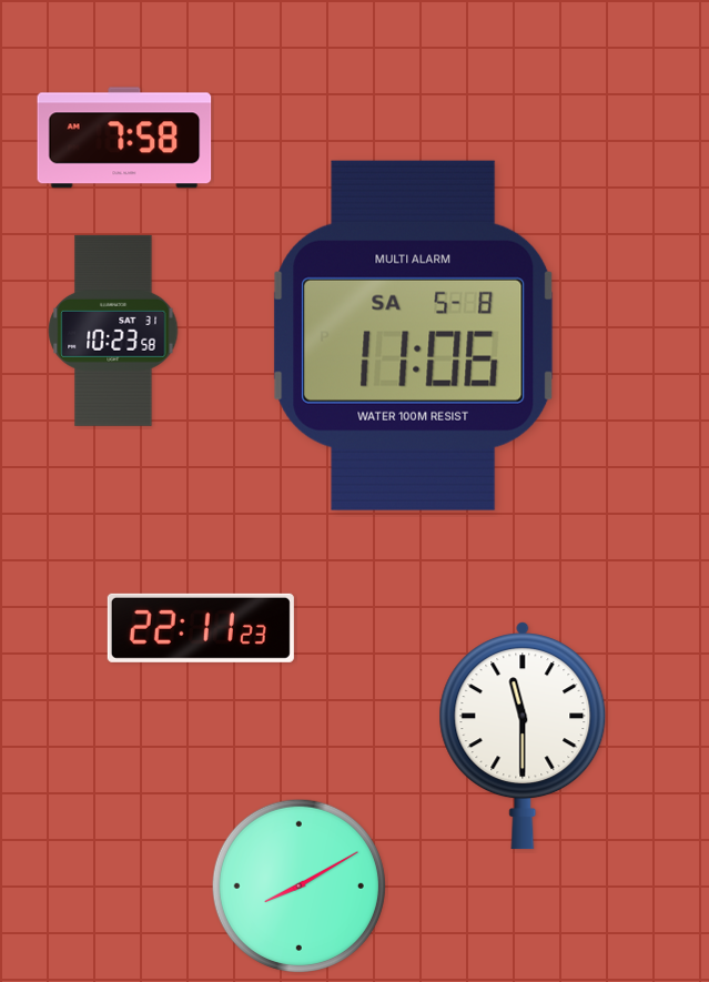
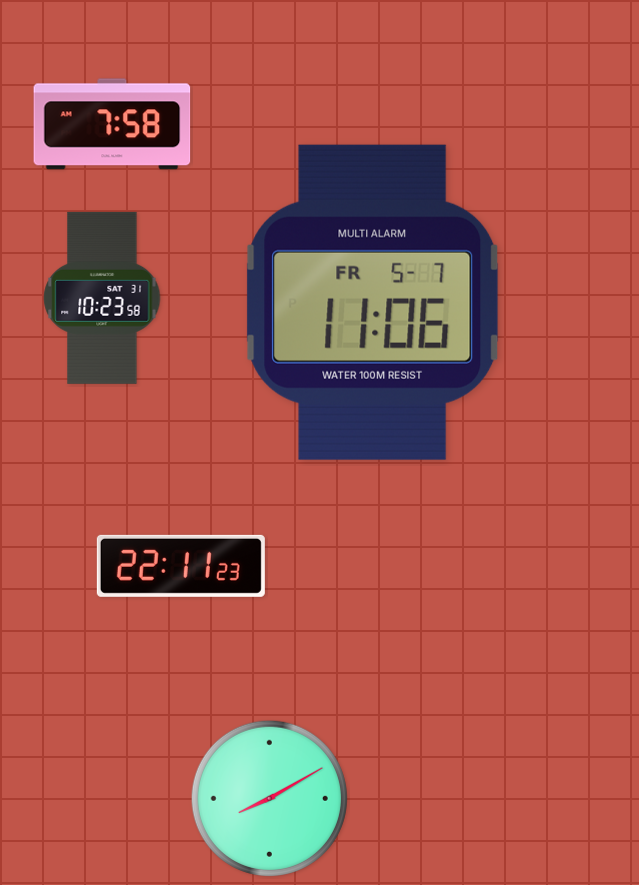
clock at (414, 335) date: SA 5-8 -> FR 5-7
clock at (523, 736): 11:30 -> none
